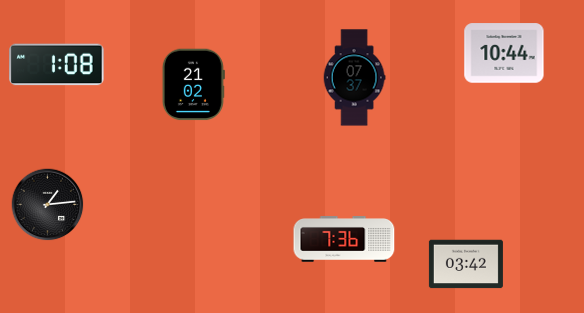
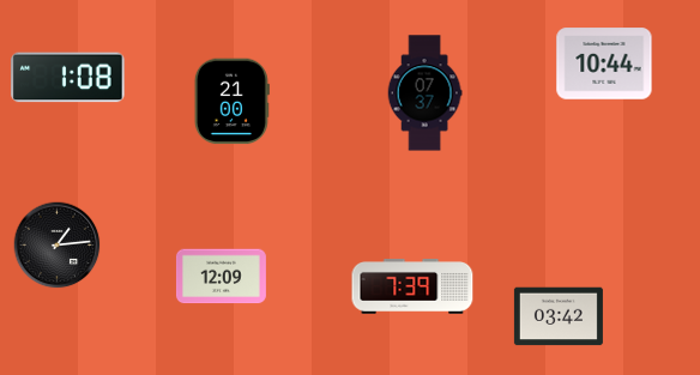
clock at (193, 85): 21:02 -> 21:00
clock at (221, 277): none -> 12:09
clock at (344, 239): 7:36 -> 7:39
